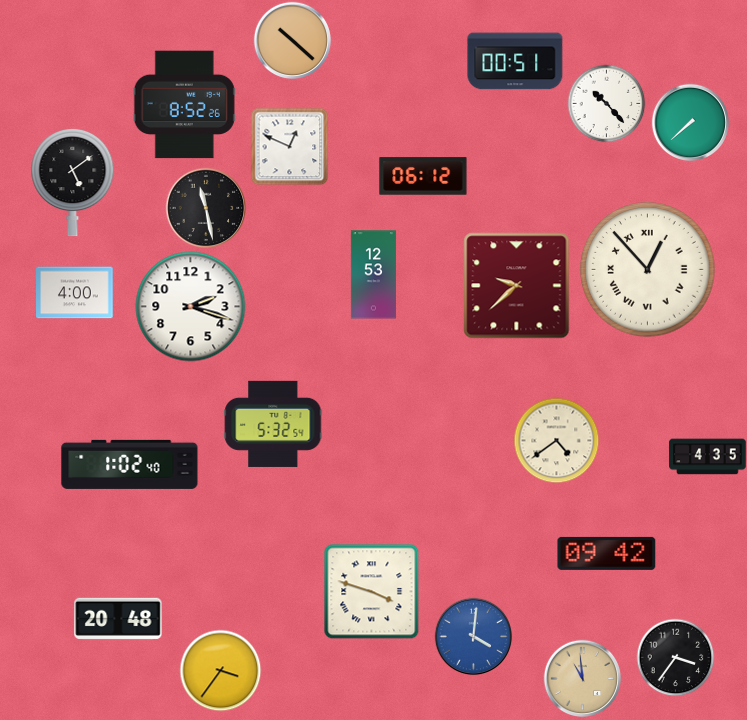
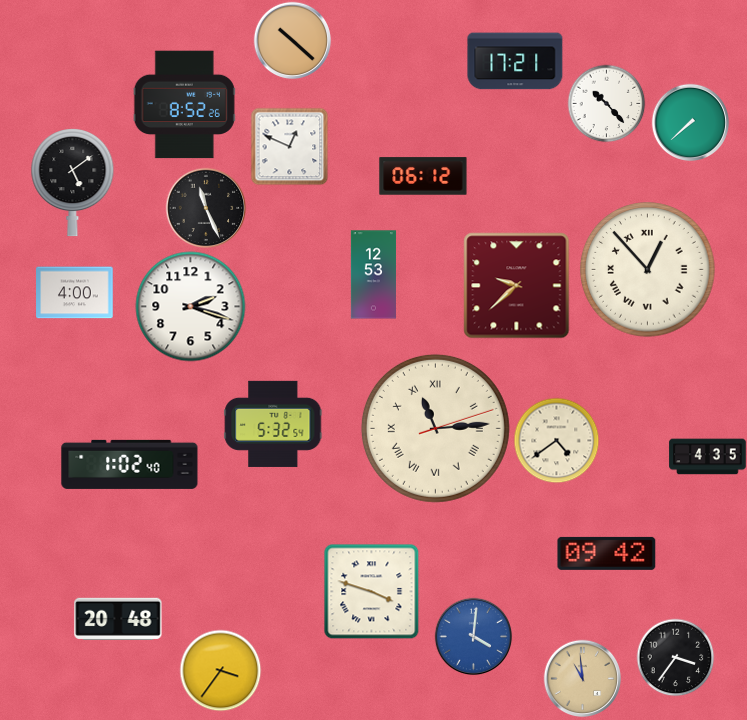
clock at (515, 61): 00:51 -> 17:21
clock at (206, 208): 11:28 -> 11:26
clock at (435, 428): none -> 11:14
